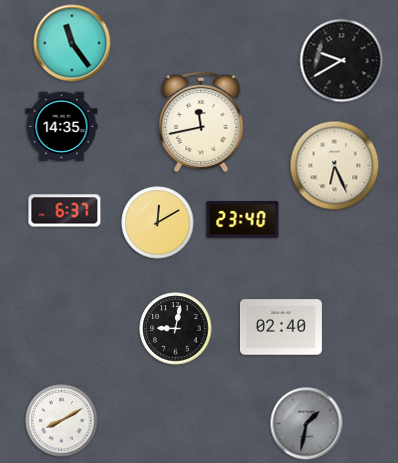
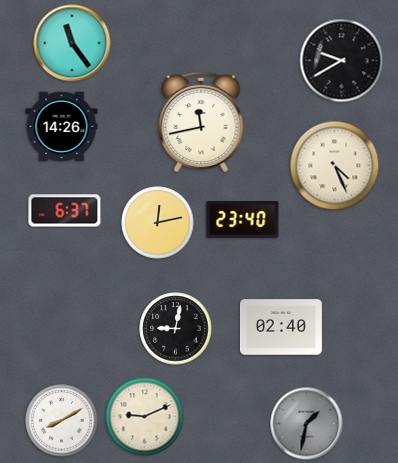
clock at (62, 127): 14:35 -> 14:26
clock at (335, 166): 6:26 -> 4:26
clock at (158, 223): 12:10 -> 12:13
clock at (145, 417): none -> 9:11
